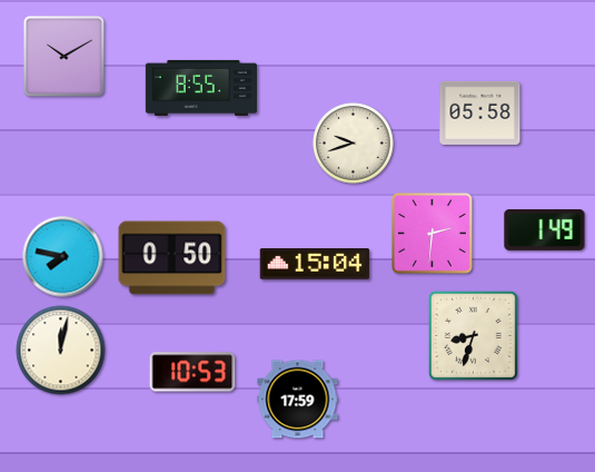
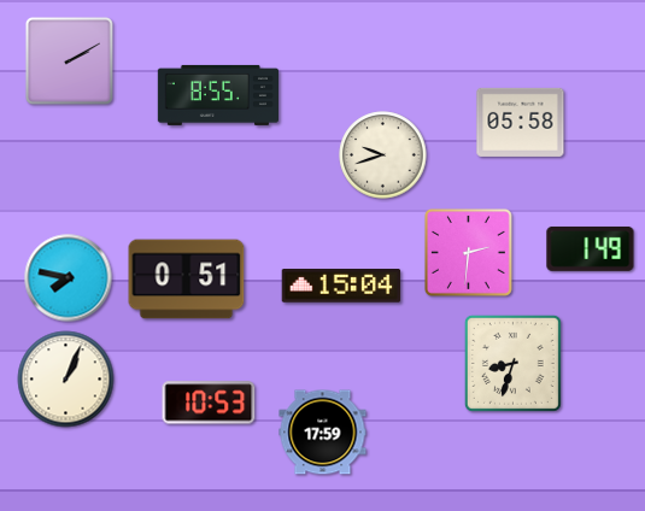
clock at (63, 56): 10:10 -> 2:10
clock at (172, 258): 0:50 -> 0:51
clock at (61, 351): 12:02 -> 1:04
